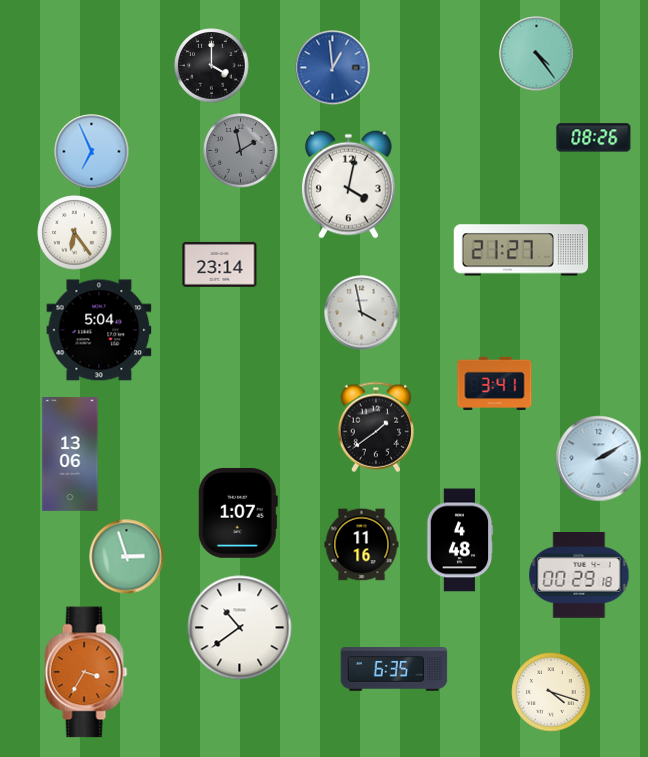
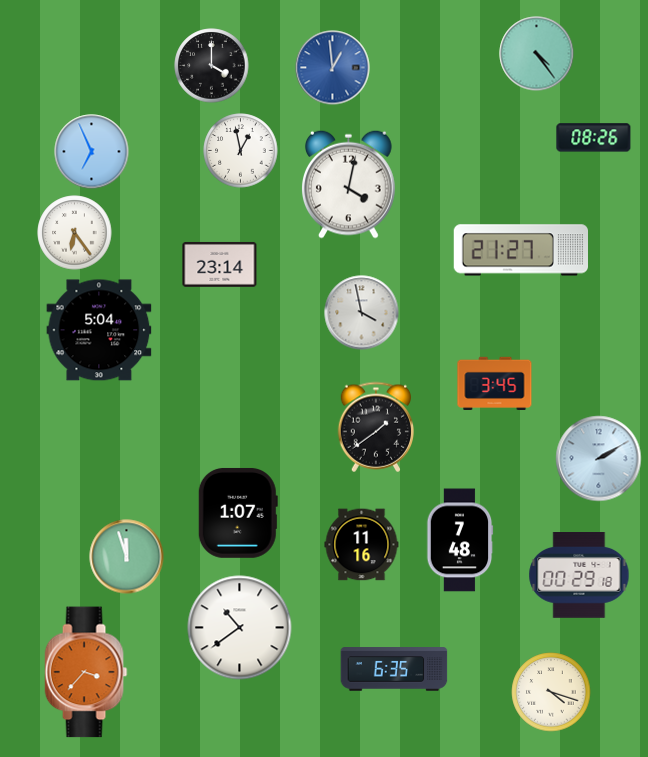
clock at (241, 151): 1:58 -> 12:58
clock at (241, 151) dial: grey -> white
clock at (495, 383): 3:41 -> 3:45
clock at (70, 454): 13:06 -> none
clock at (460, 540): 4:48 -> 7:48
clock at (127, 557): 2:57 -> 11:57
clock at (86, 672): 3:35 -> 3:37
